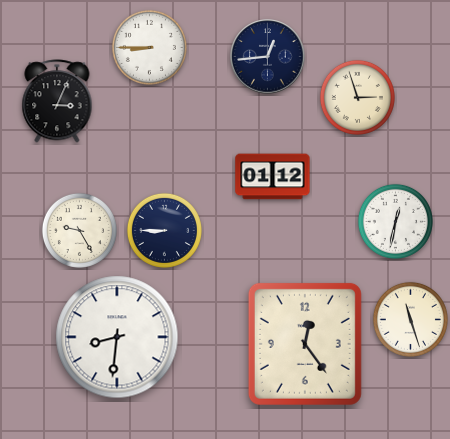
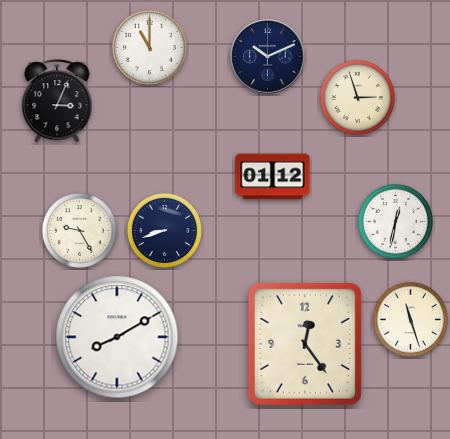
clock at (149, 47): 8:45 -> 11:00
clock at (268, 57): 12:44 -> 10:11
clock at (164, 230): 8:45 -> 8:42
clock at (117, 337): 8:31 -> 8:10
